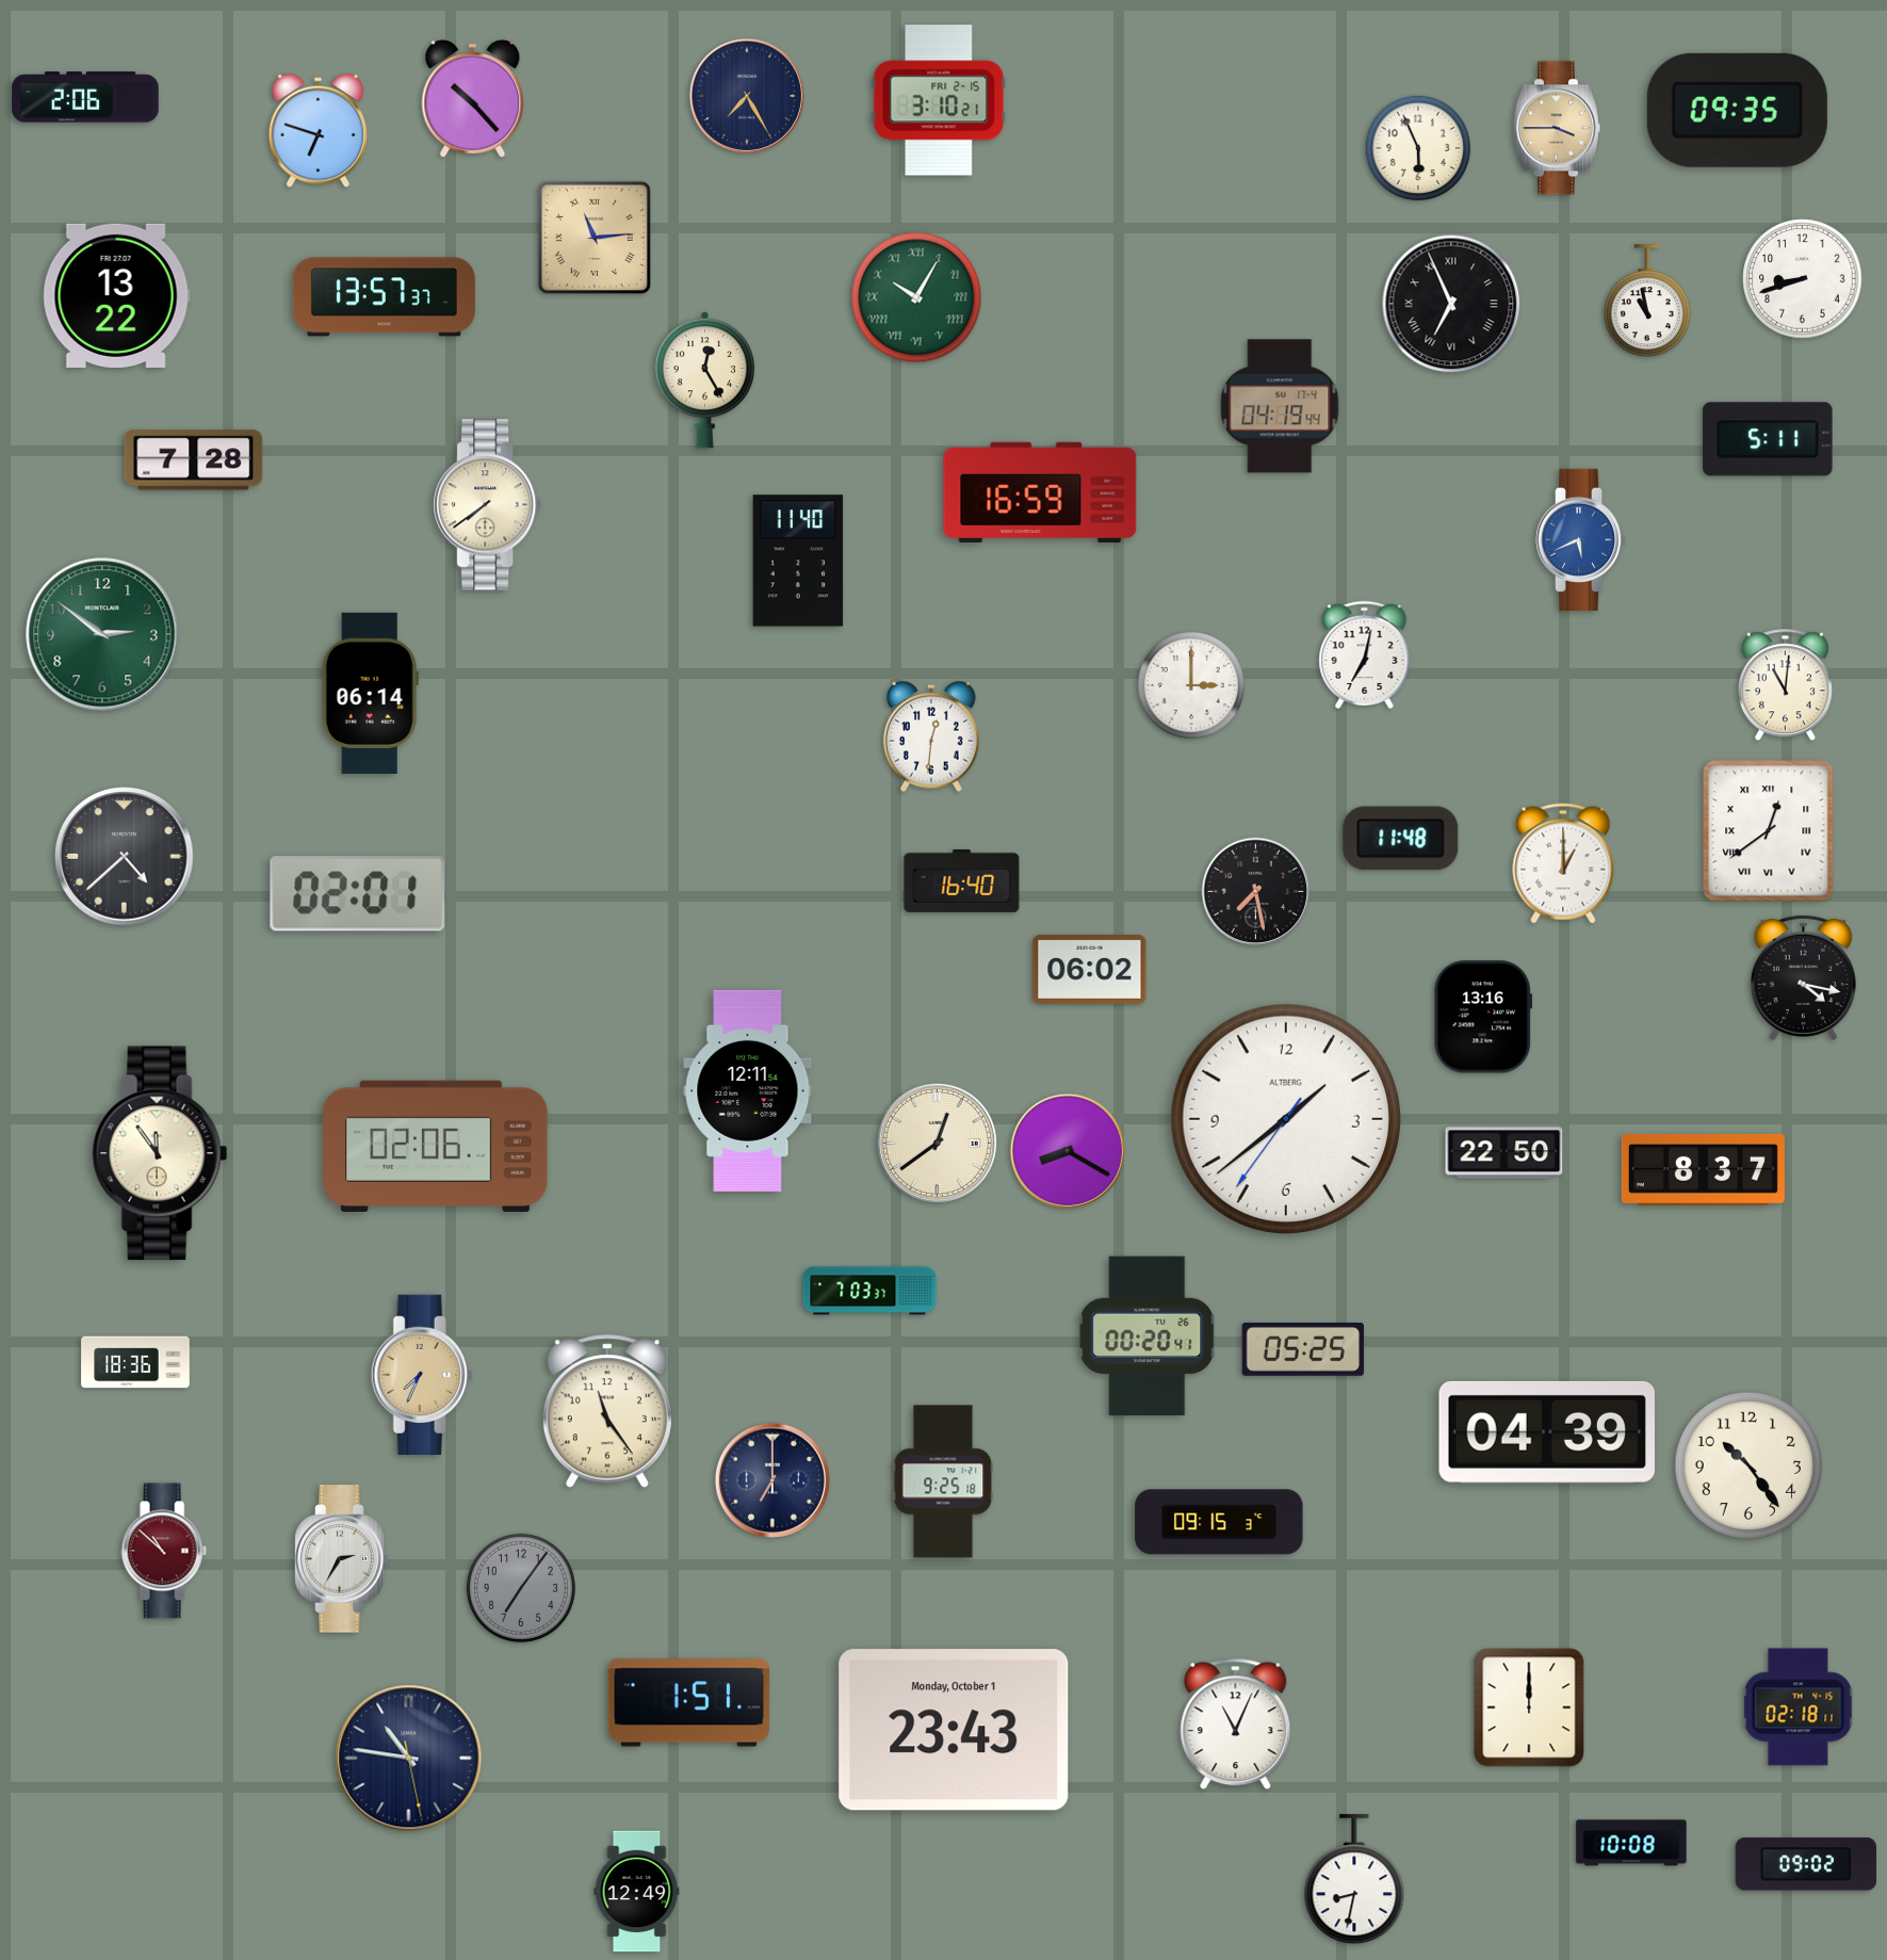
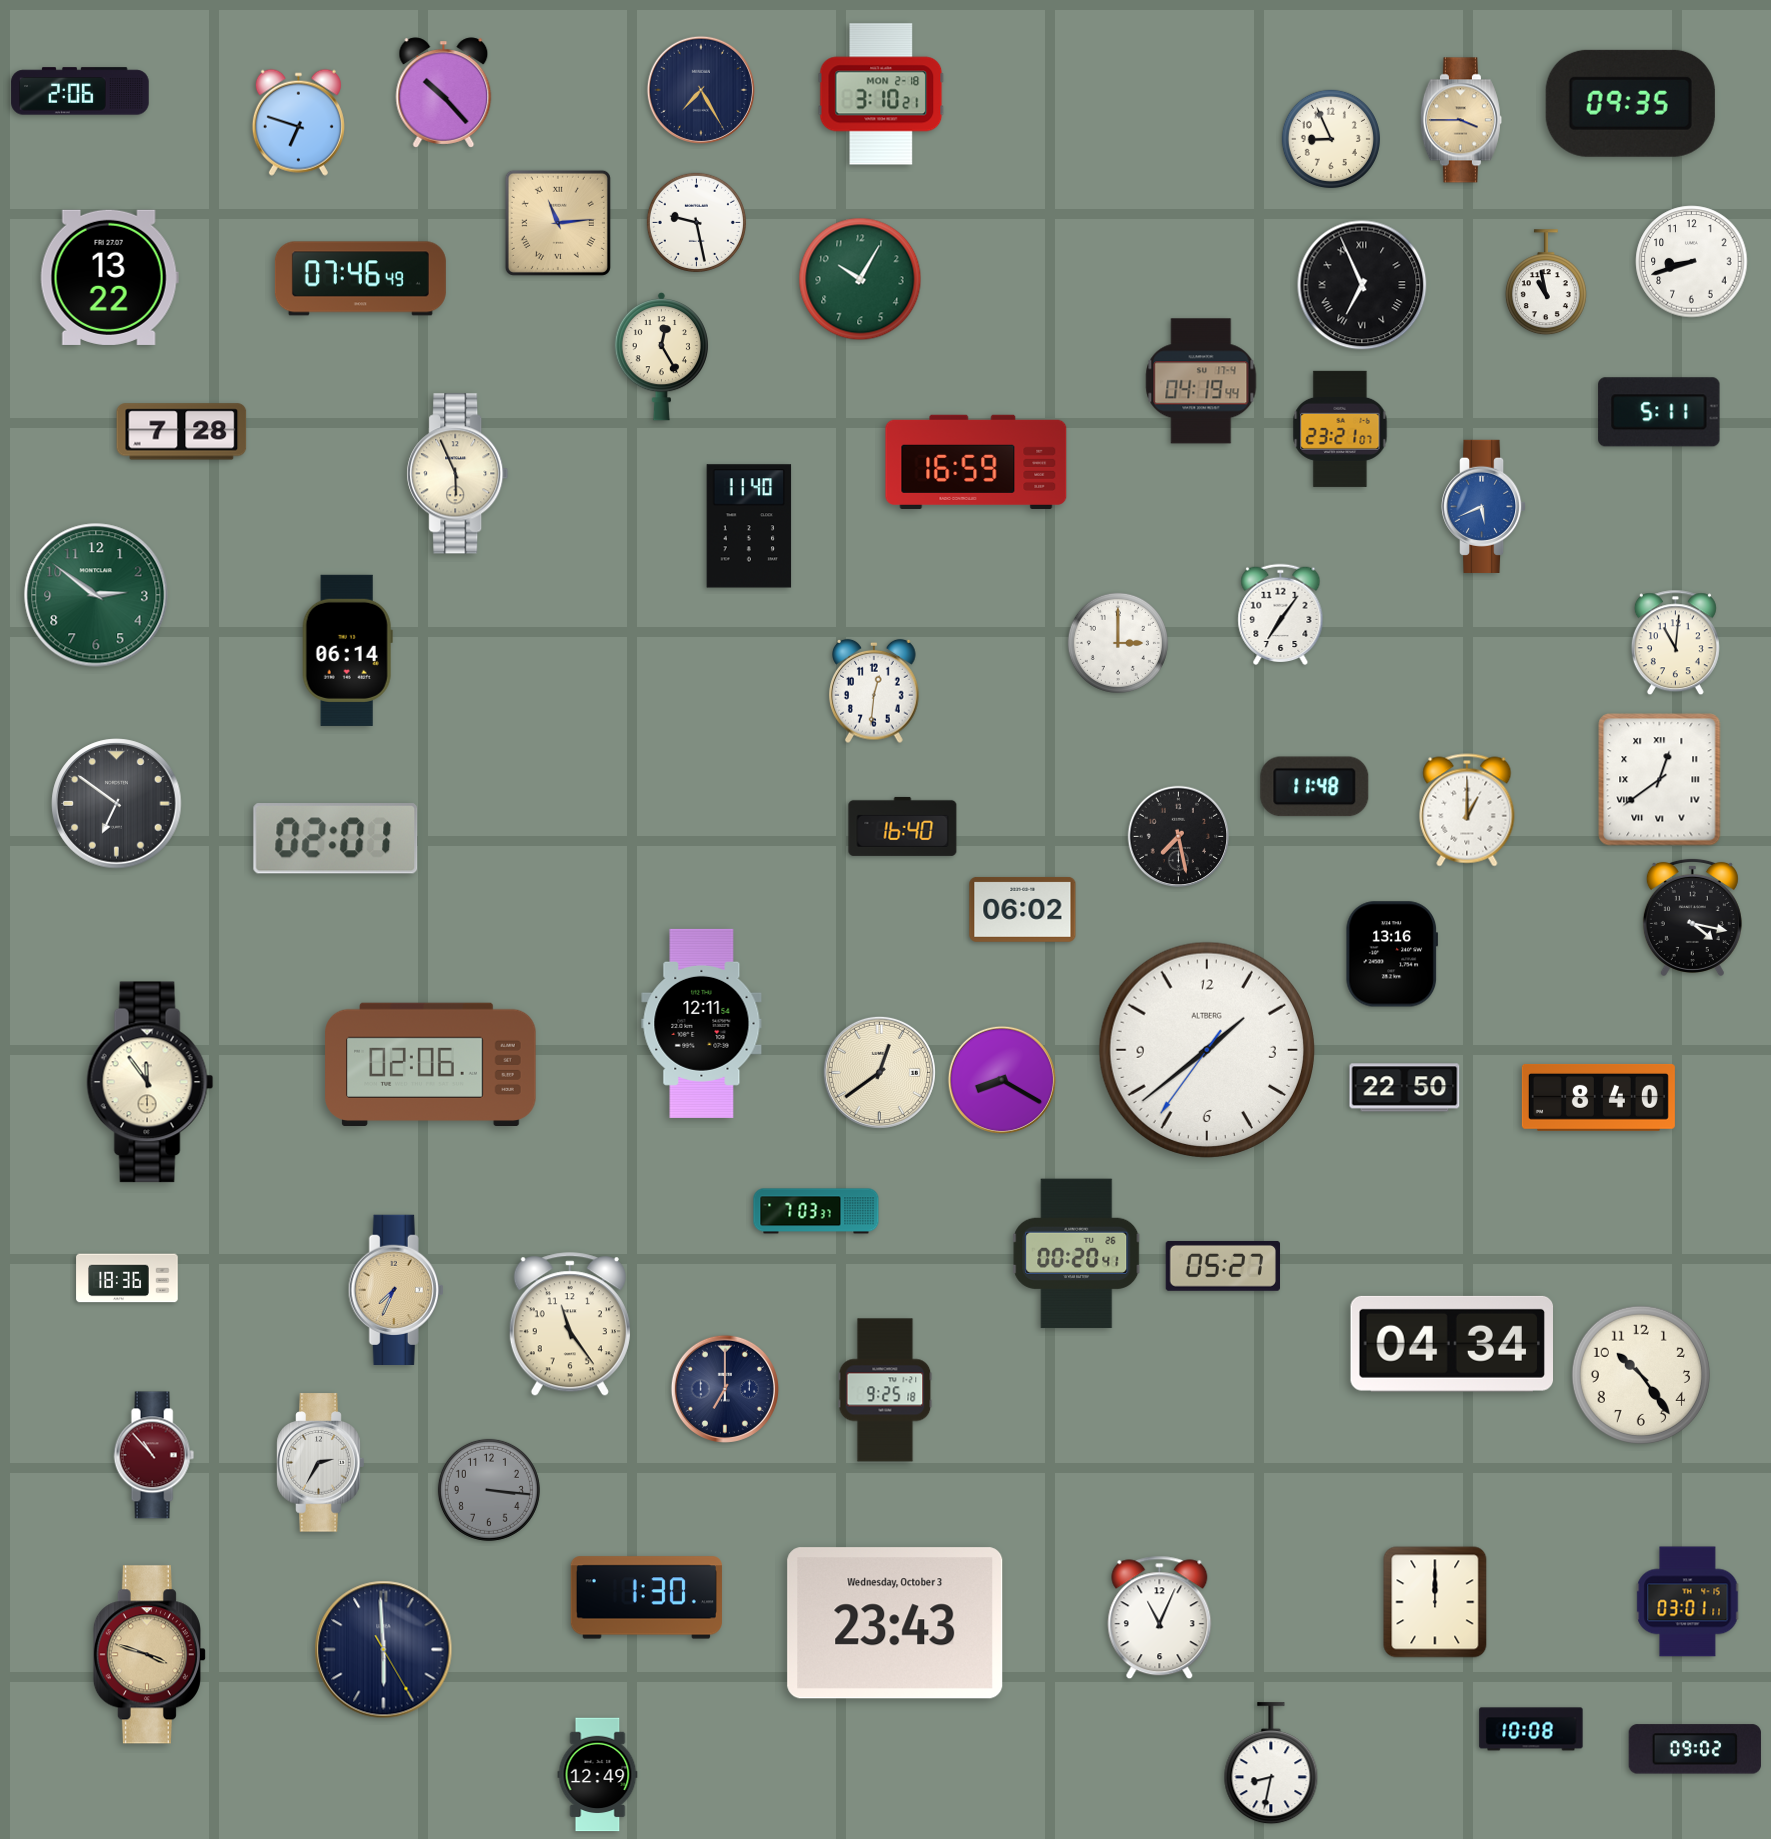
clock at (939, 100) date: FRI 2-15 -> MON 2-18
clock at (1417, 147): 5:56 -> 8:56
clock at (696, 222): none -> 9:28
clock at (384, 297): 13:57 -> 07:46
clock at (916, 297) numerals: Roman -> Arabic
clock at (1340, 429): none -> 23:21
clock at (488, 505): 7:39 -> 5:56
clock at (1365, 655): 7:02 -> 7:06
clock at (125, 857): 4:38 -> 6:51
clock at (436, 1146) position: (436, 1146) -> (431, 1064)
clock at (1504, 1153) position: (1504, 1153) -> (1405, 1088)
clock at (1703, 1169): 8:37 -> 8:40
clock at (1302, 1349): 05:25 -> 05:27
clock at (1546, 1432): 04:39 -> 04:34
clock at (1219, 1522): 09:15 -> none
clock at (164, 1551): 10:52 -> 10:53
clock at (521, 1588): 7:06 -> 3:16
clock at (688, 1703): 1:51 -> 1:30
clock at (1799, 1707): 02:18 -> 03:01
clock at (954, 1730) date: Monday, October 1 -> Wednesday, October 3
clock at (409, 1759): 10:46 -> 5:59
clock at (149, 1655): none -> 3:48
